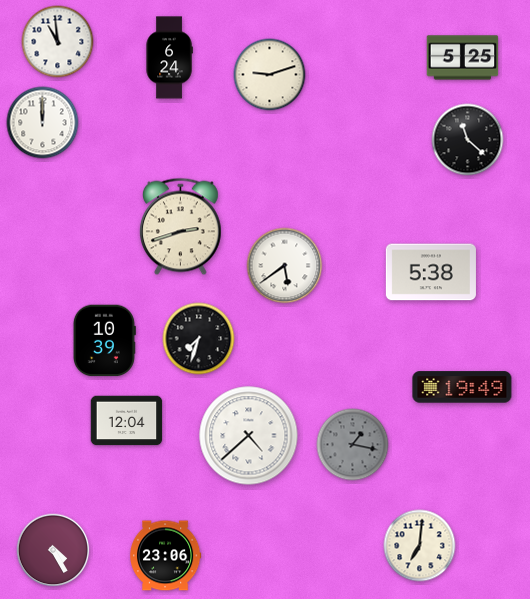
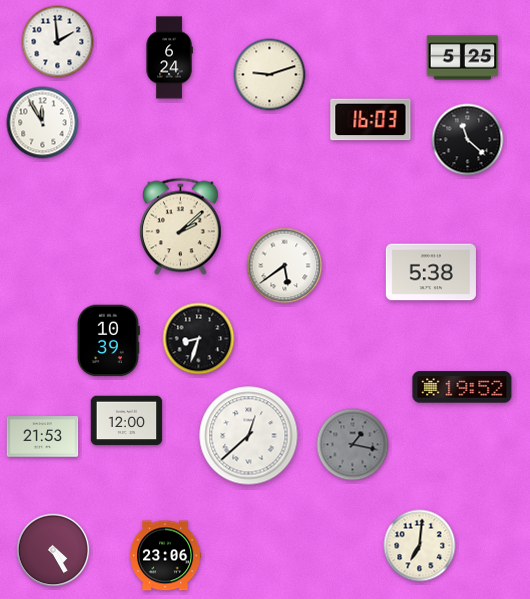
clock at (58, 42): 10:59 -> 1:59
clock at (371, 120): none -> 16:03
clock at (43, 123): 12:00 -> 11:55
clock at (180, 227): 2:42 -> 2:08
clock at (199, 339): 7:33 -> 8:33
clock at (104, 341) position: (104, 341) -> (108, 341)
clock at (462, 387): 19:49 -> 19:52
clock at (127, 421): 12:04 -> 12:00
clock at (249, 436): 4:38 -> 12:38
clock at (43, 437): none -> 21:53
